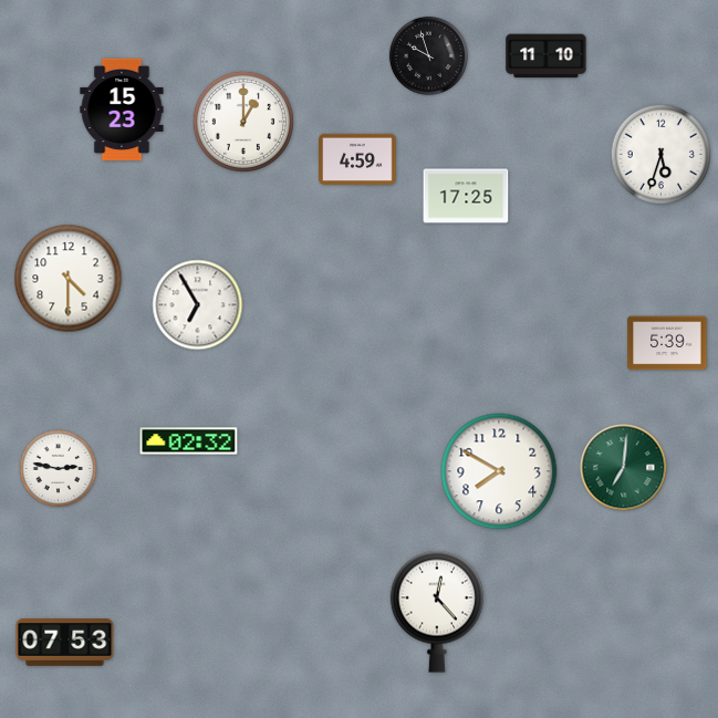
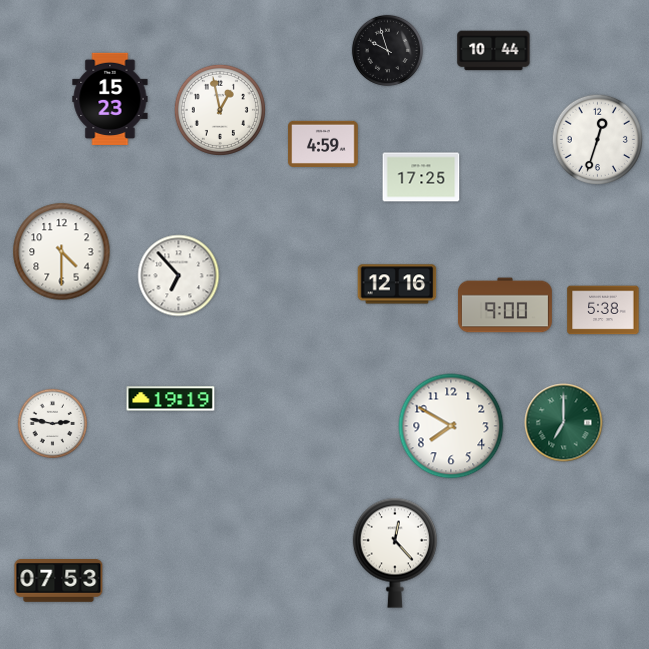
clock at (547, 56): 11:10 -> 10:44
clock at (243, 122): 1:00 -> 12:58
clock at (660, 154): 5:33 -> 12:33
clock at (198, 305): 6:55 -> 6:53
clock at (397, 284): none -> 12:16
clock at (505, 305): none -> 9:00
clock at (667, 343): 5:39 -> 5:38
clock at (189, 441): 02:32 -> 19:19
clock at (624, 468): 7:01 -> 7:00
